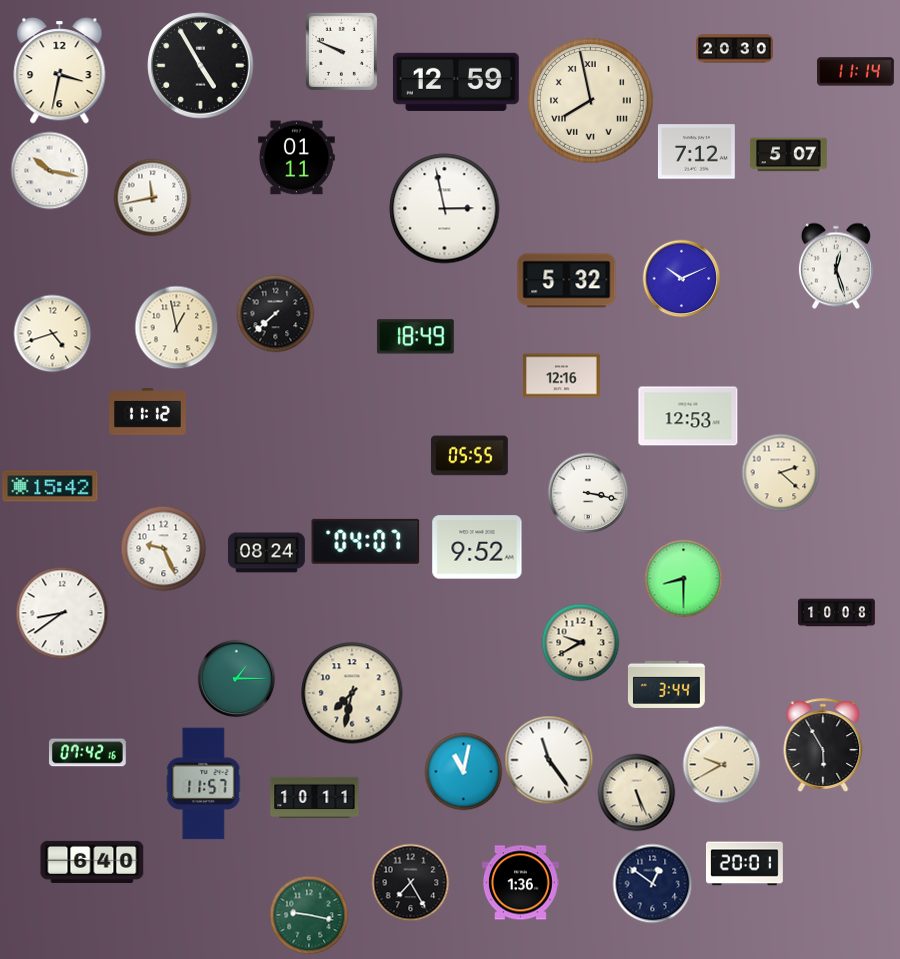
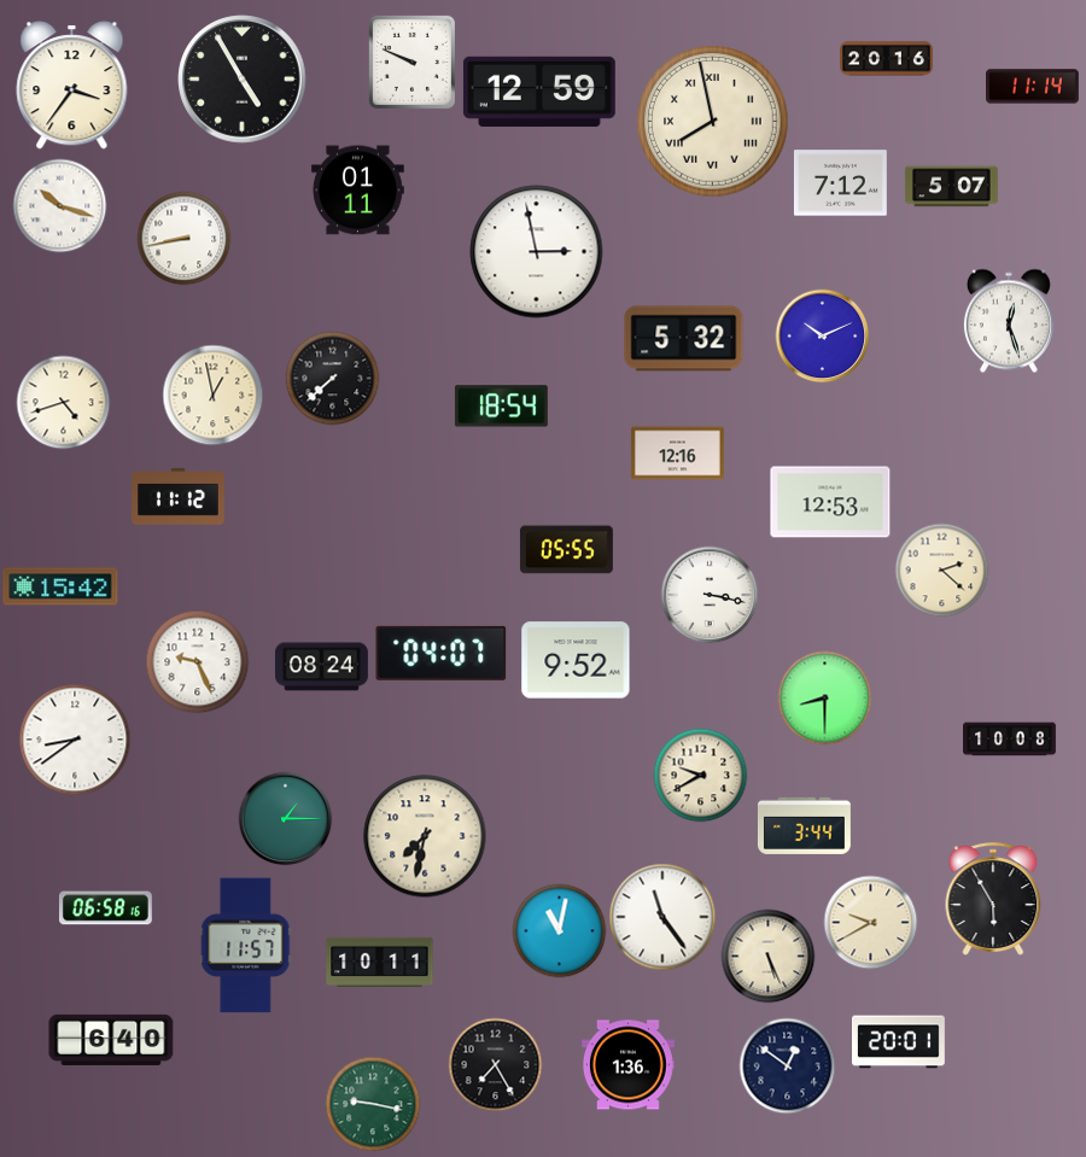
clock at (735, 49): 20:30 -> 20:16
clock at (60, 71): 3:32 -> 3:36
clock at (456, 82) position: (456, 82) -> (539, 92)
clock at (49, 170): 10:17 -> 10:18
clock at (152, 197): 11:43 -> 8:43
clock at (415, 337): 18:49 -> 18:54
clock at (87, 753): 07:42 -> 06:58
